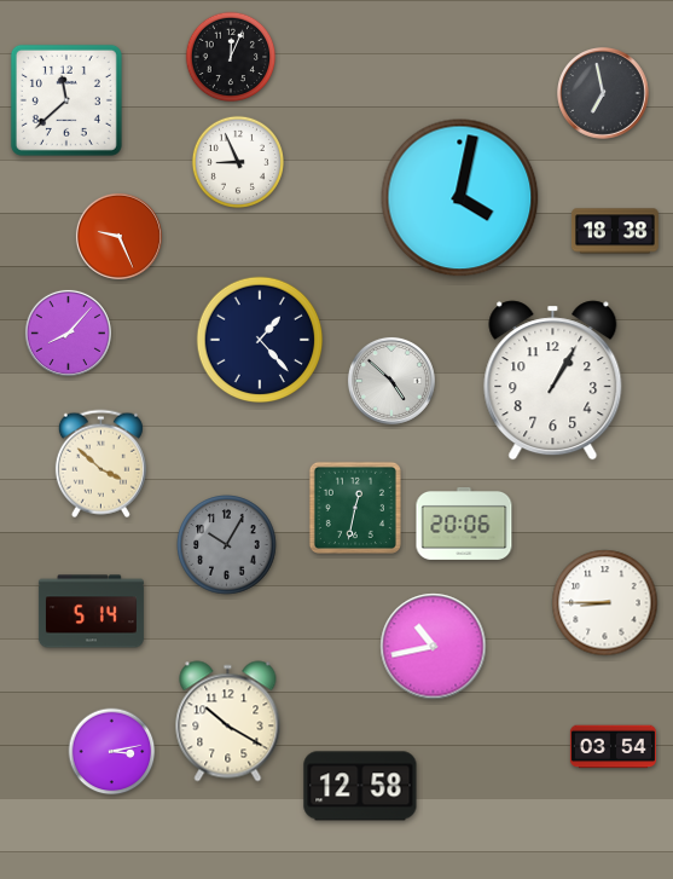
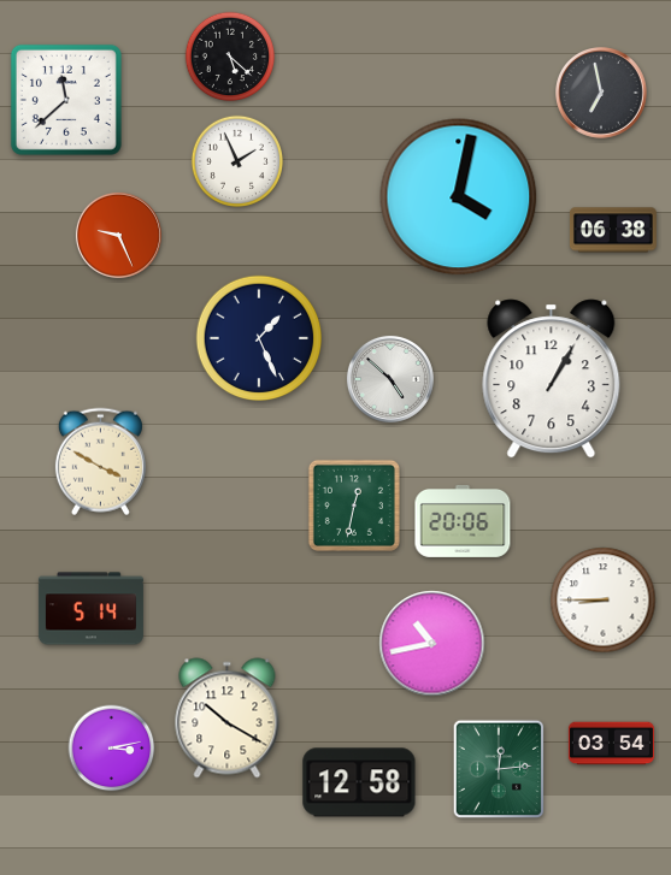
clock at (231, 57): 12:04 -> 5:22
clock at (237, 161): 8:56 -> 1:56
clock at (615, 231): 18:38 -> 06:38
clock at (68, 332): 8:07 -> none
clock at (260, 340): 1:23 -> 1:26
clock at (100, 464): 3:52 -> 3:50
clock at (227, 545): 10:05 -> none
clock at (499, 769): none -> 12:14
